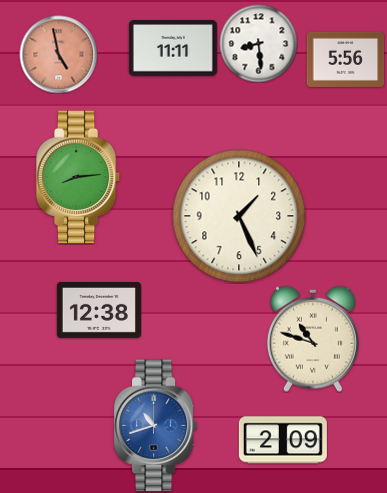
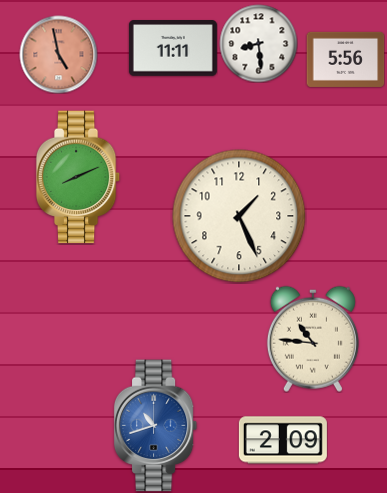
clock at (78, 177): 8:14 -> 8:11
clock at (99, 310): 12:38 -> none
clock at (313, 339): 10:48 -> 10:46
